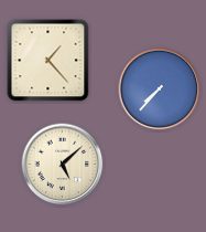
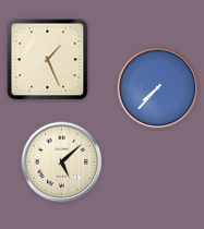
clock at (48, 61): 1:23 -> 1:26
